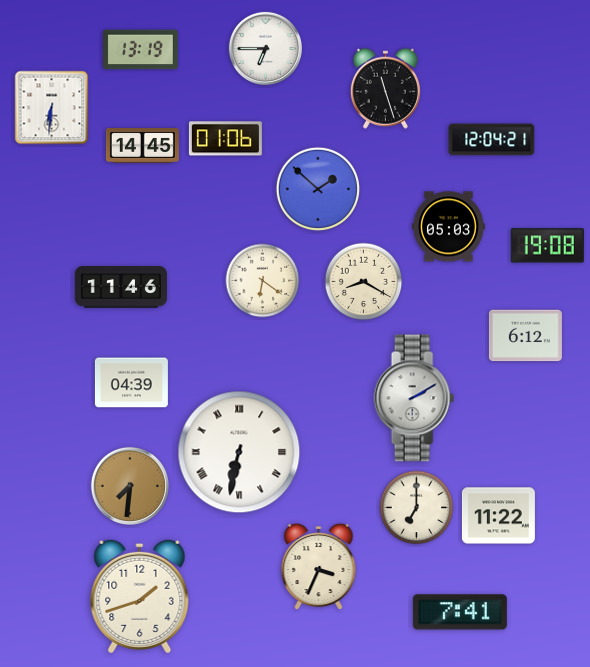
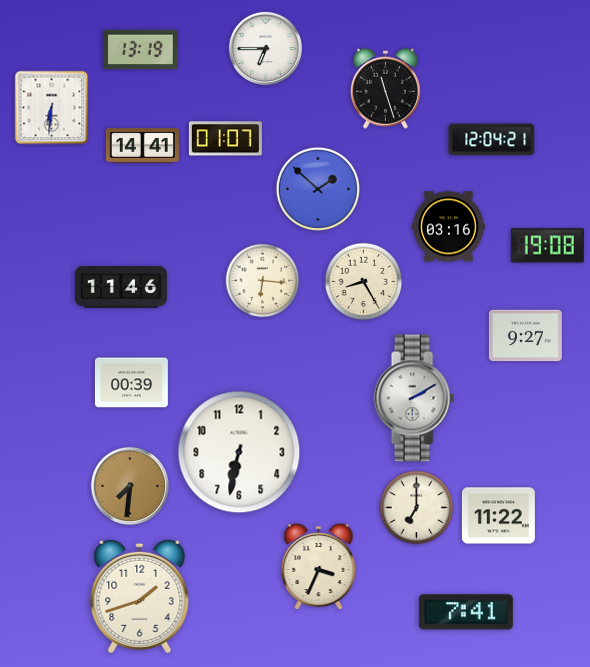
clock at (225, 139): 01:06 -> 01:07
clock at (142, 146): 14:45 -> 14:41
clock at (448, 227): 05:03 -> 03:16
clock at (263, 281): 6:21 -> 6:16
clock at (364, 282): 8:20 -> 8:25
clock at (525, 336): 6:12 -> 9:27
clock at (131, 383): 04:39 -> 00:39
clock at (239, 452) numerals: Roman -> Arabic
clock at (460, 612) position: (460, 612) -> (466, 612)
